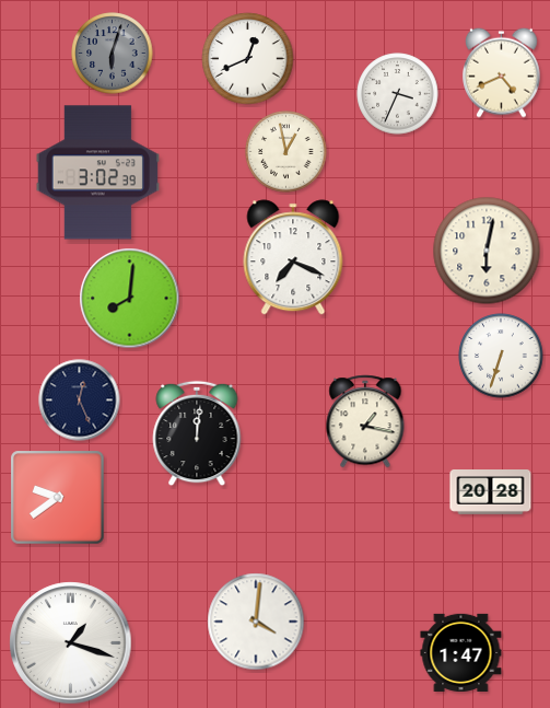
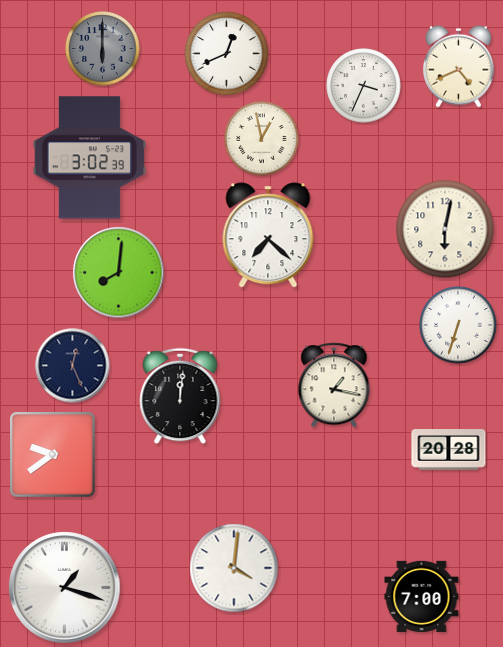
clock at (113, 54): 6:03 -> 6:00
clock at (293, 257): 7:19 -> 7:22
clock at (461, 652): 1:47 -> 7:00
